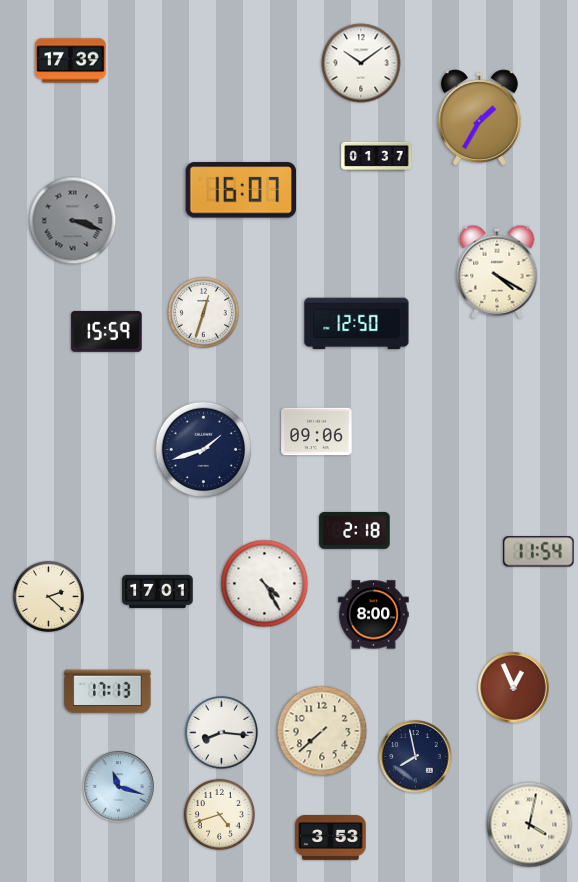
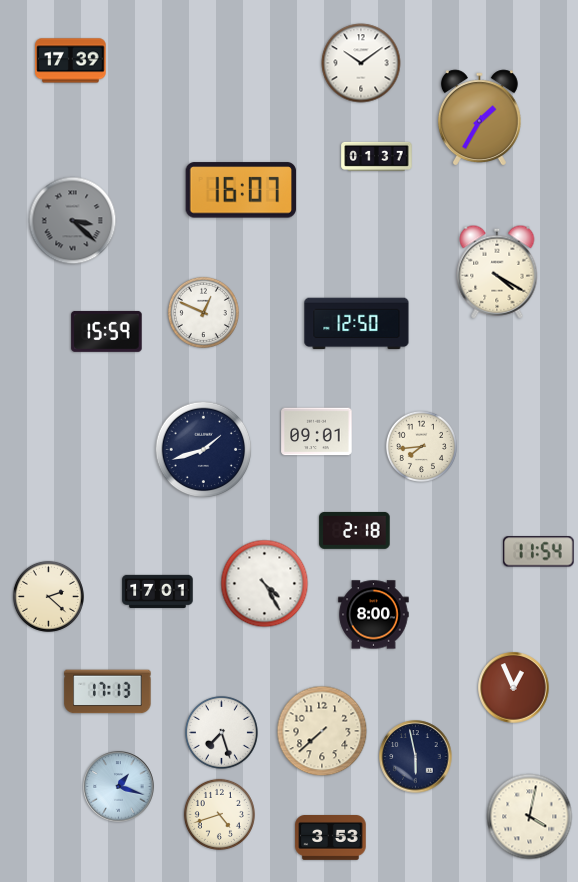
clock at (73, 221): 3:18 -> 3:22
clock at (203, 312): 12:33 -> 12:49
clock at (317, 432): 09:06 -> 09:01
clock at (421, 446): none -> 7:44
clock at (221, 732): 8:16 -> 7:27
clock at (416, 757): 7:58 -> 5:58
clock at (119, 787): 11:18 -> 1:18
clock at (530, 825) position: (530, 825) -> (530, 817)
